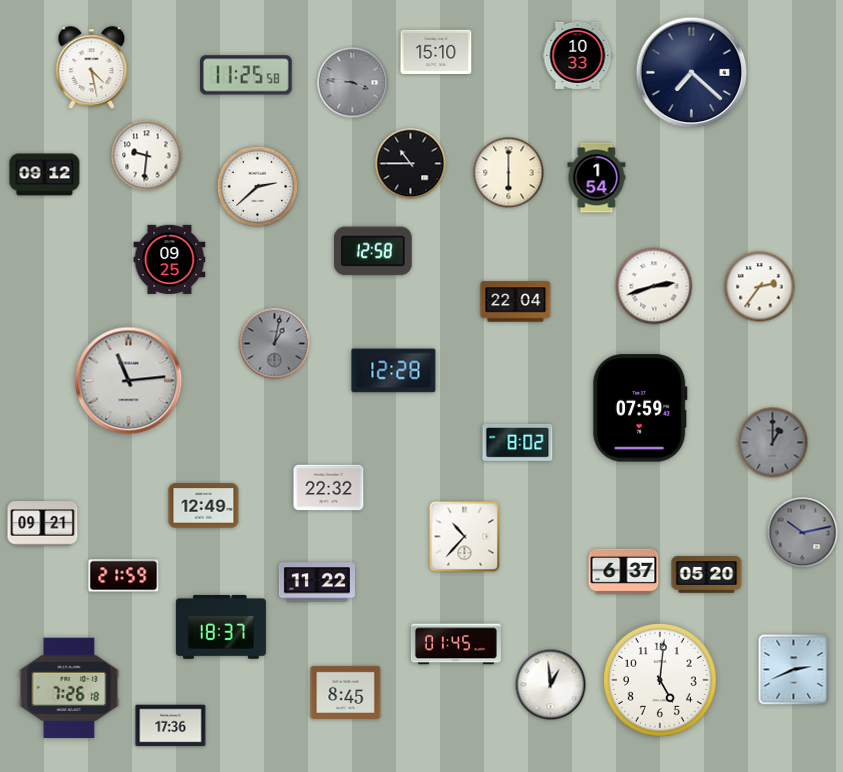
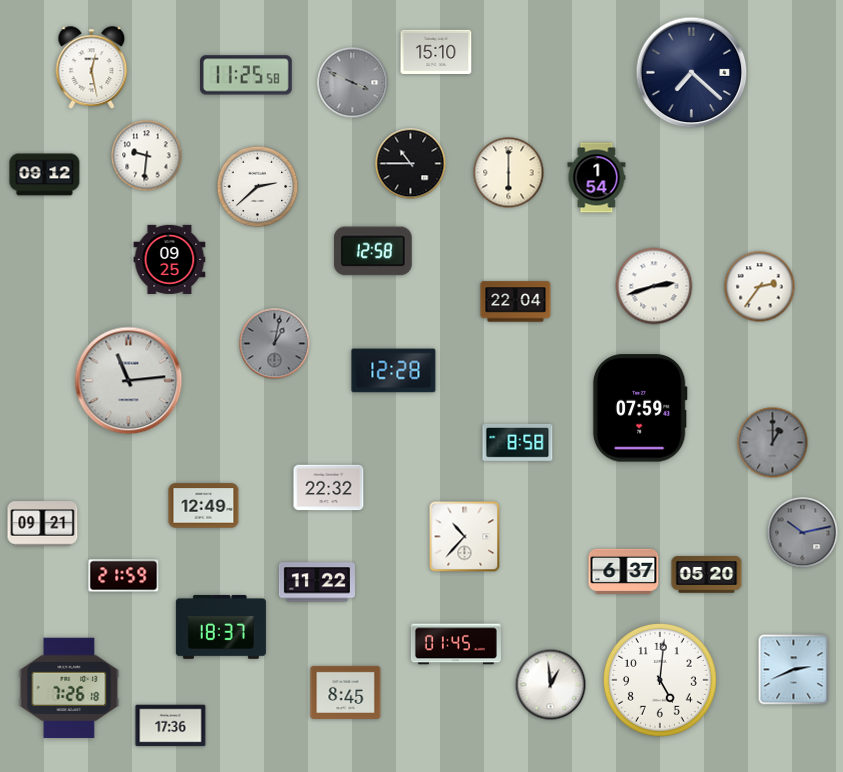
clock at (578, 55): 10:33 -> none
clock at (92, 68): 4:28 -> 12:28
clock at (353, 83): 3:46 -> 3:49
clock at (518, 442): 8:02 -> 8:58
